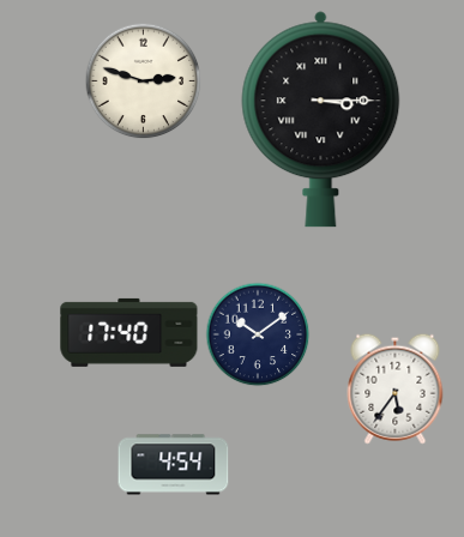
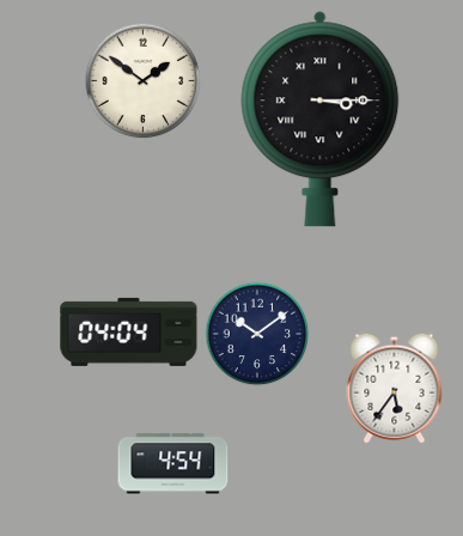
clock at (144, 82): 2:48 -> 1:51
clock at (129, 332): 17:40 -> 04:04
